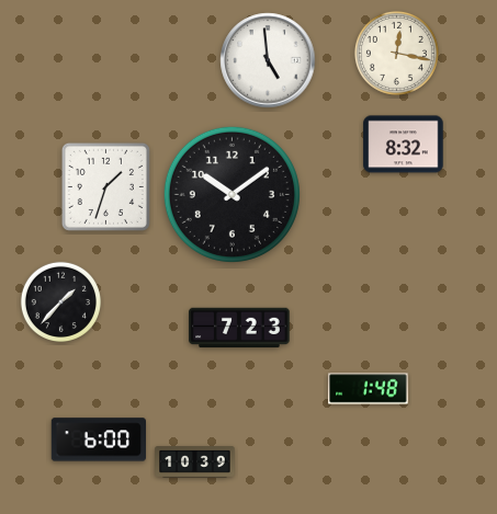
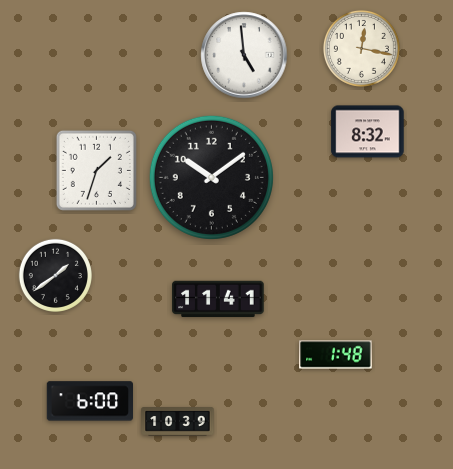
clock at (60, 301): 1:37 -> 1:39
clock at (239, 328): 7:23 -> 11:41
